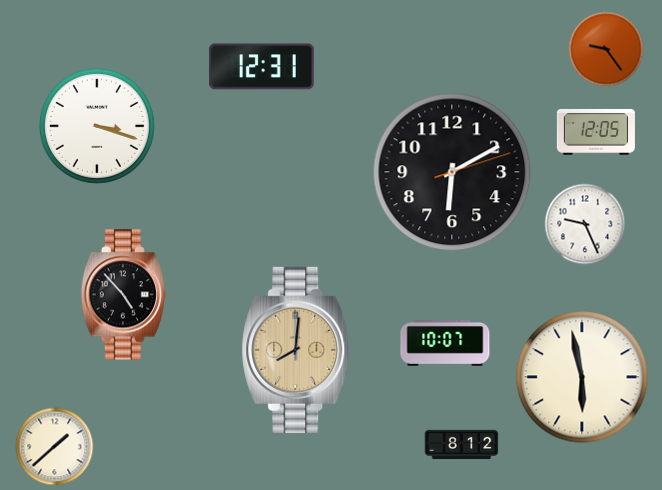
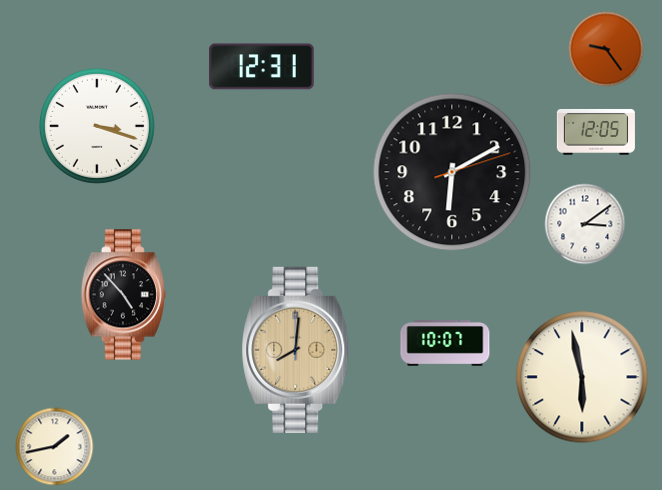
clock at (585, 224): 9:26 -> 3:09
clock at (462, 445): 8:12 -> none
clock at (55, 447): 1:38 -> 1:43
